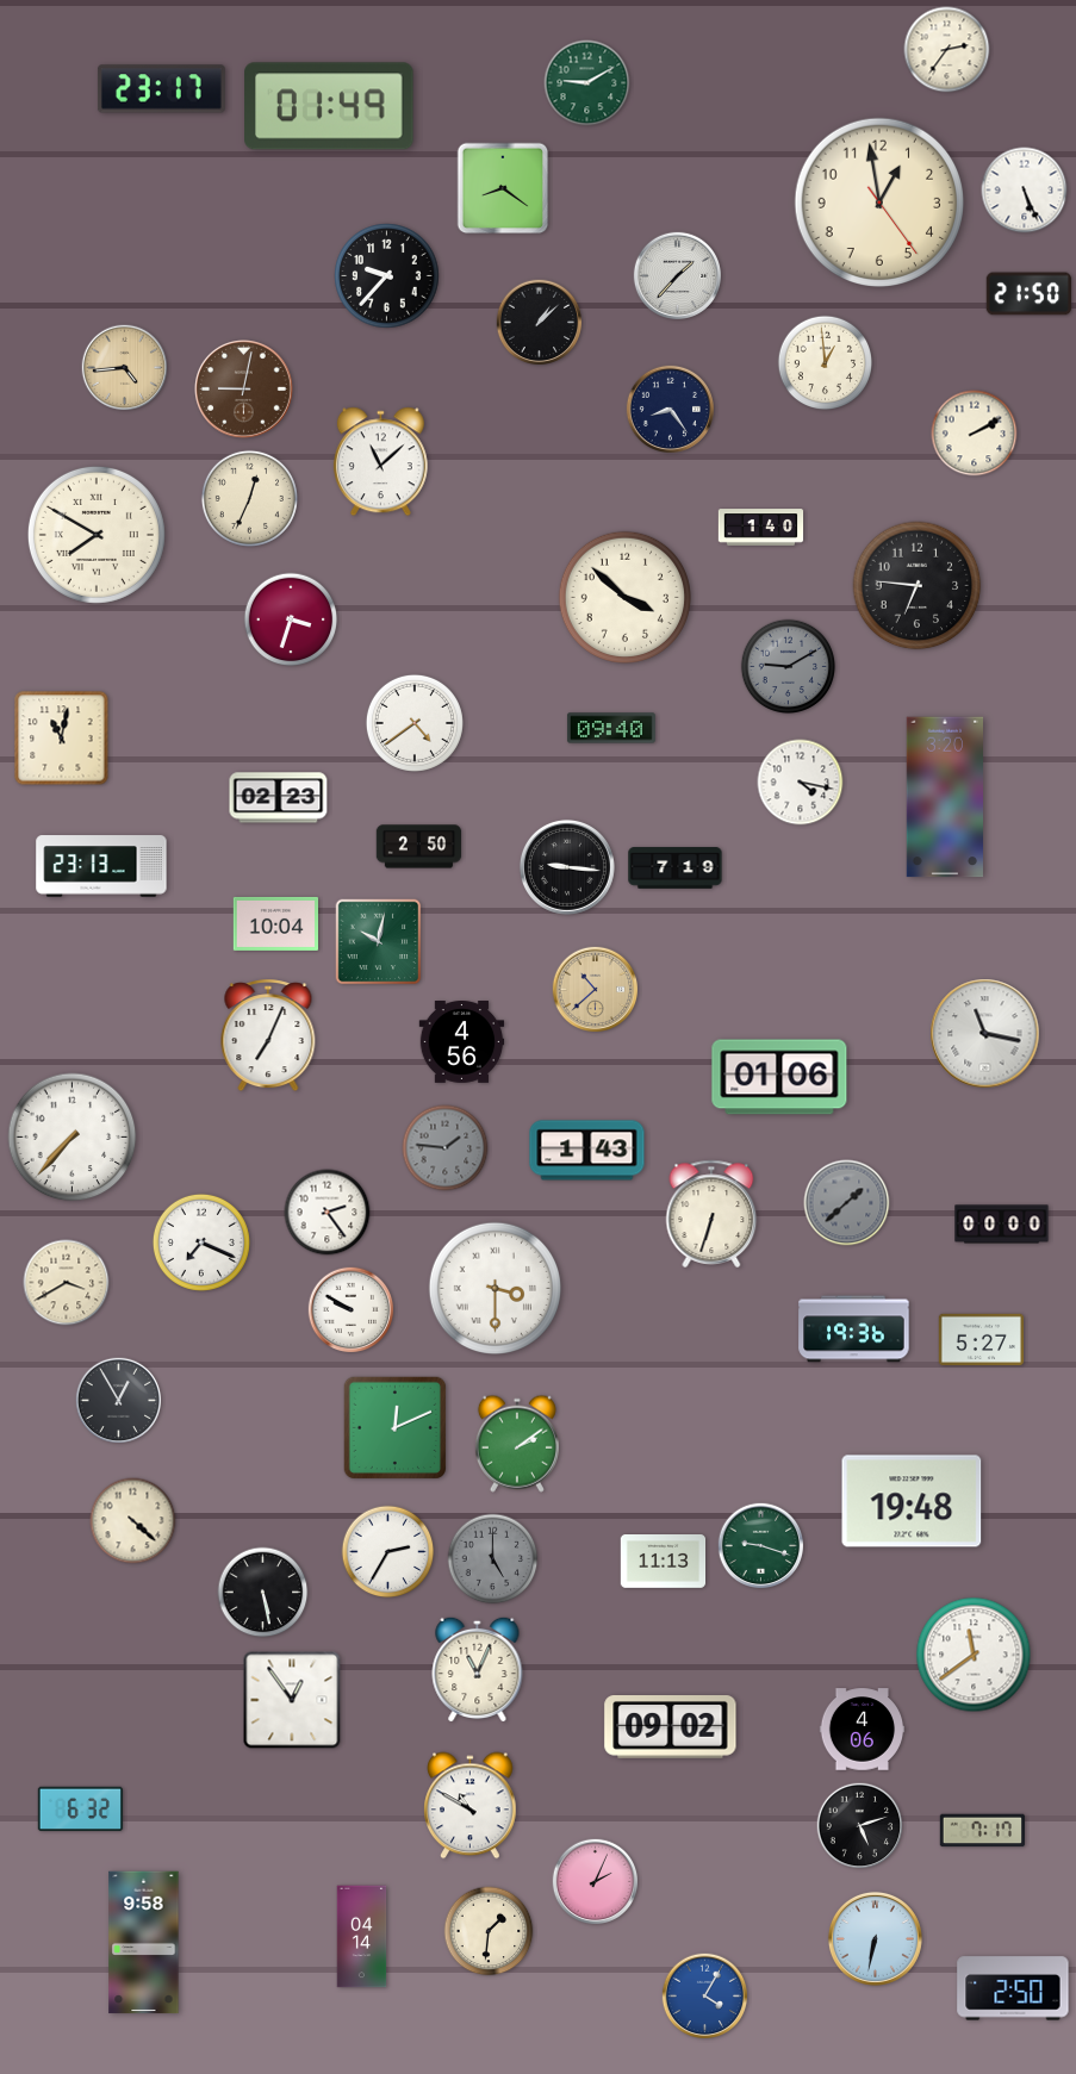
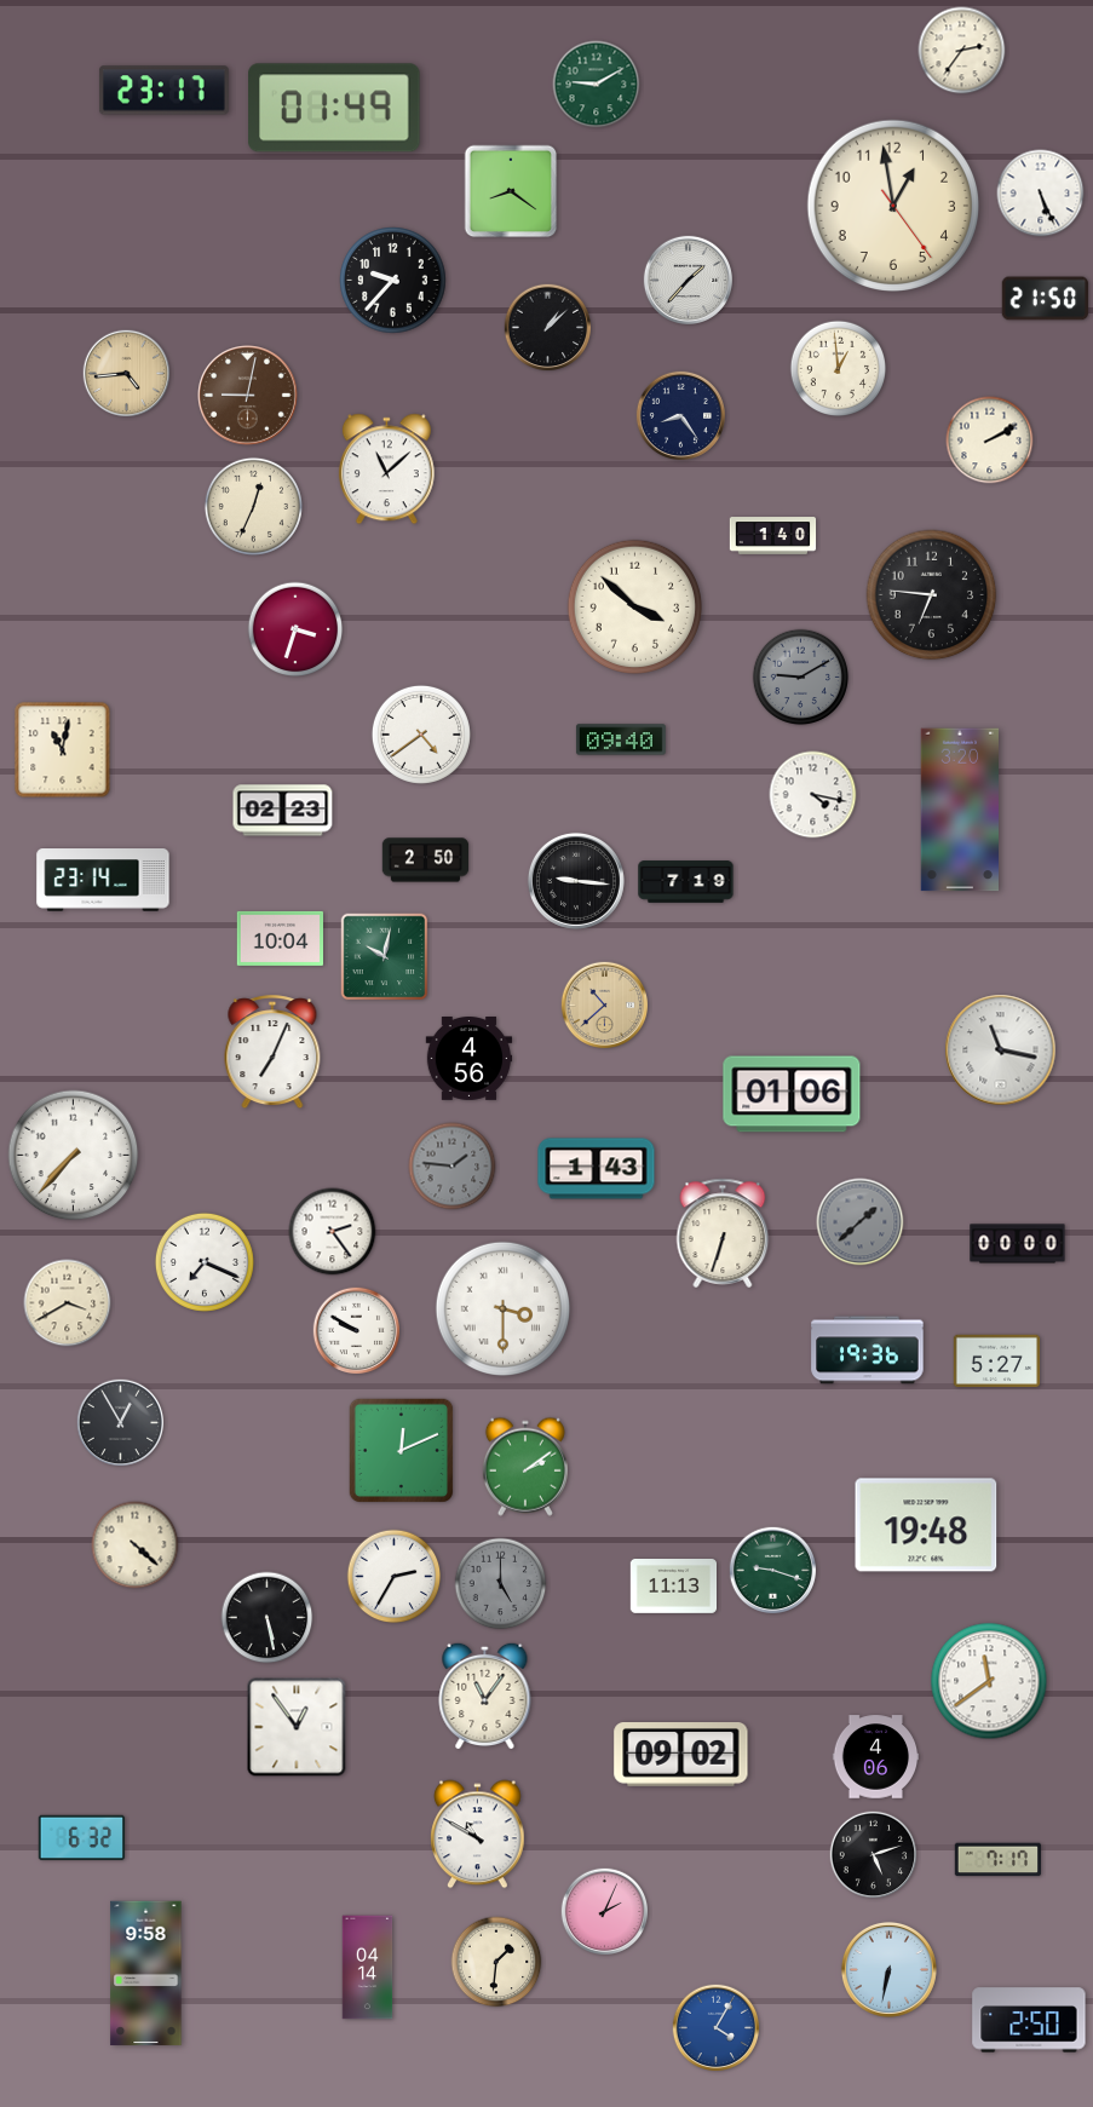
clock at (97, 535): 7:50 -> none
clock at (101, 866): 23:13 -> 23:14
clock at (478, 1669): 11:04 -> 11:06
